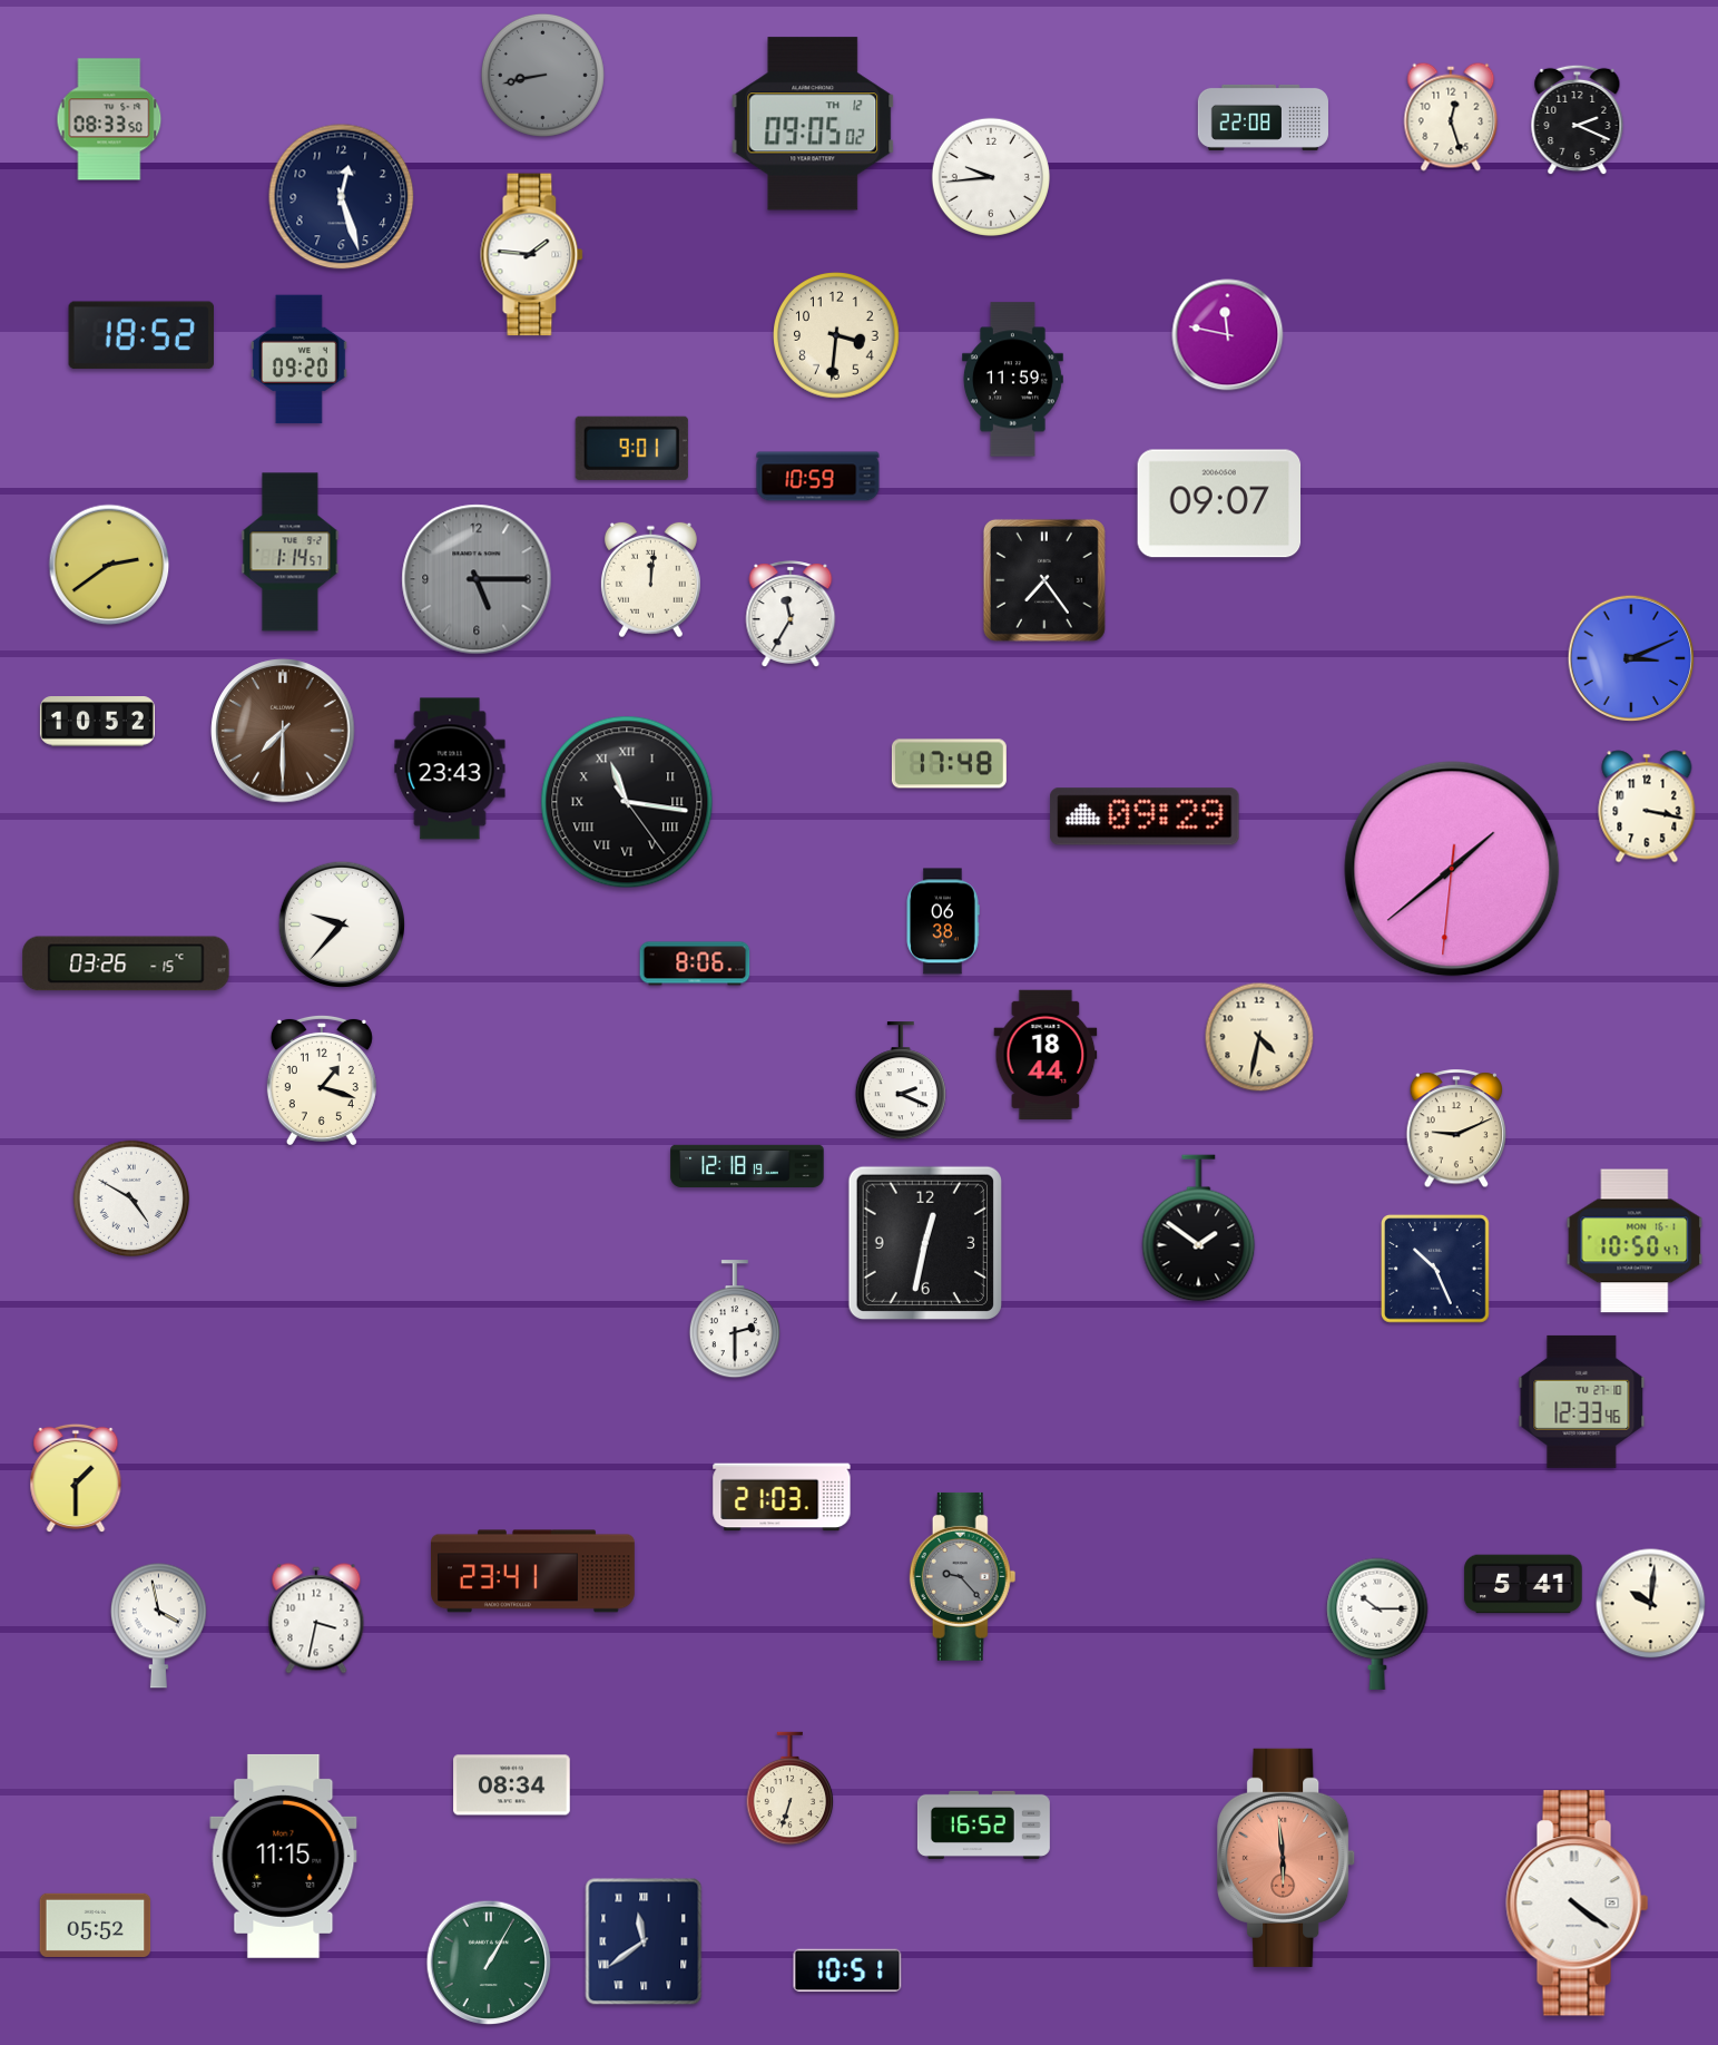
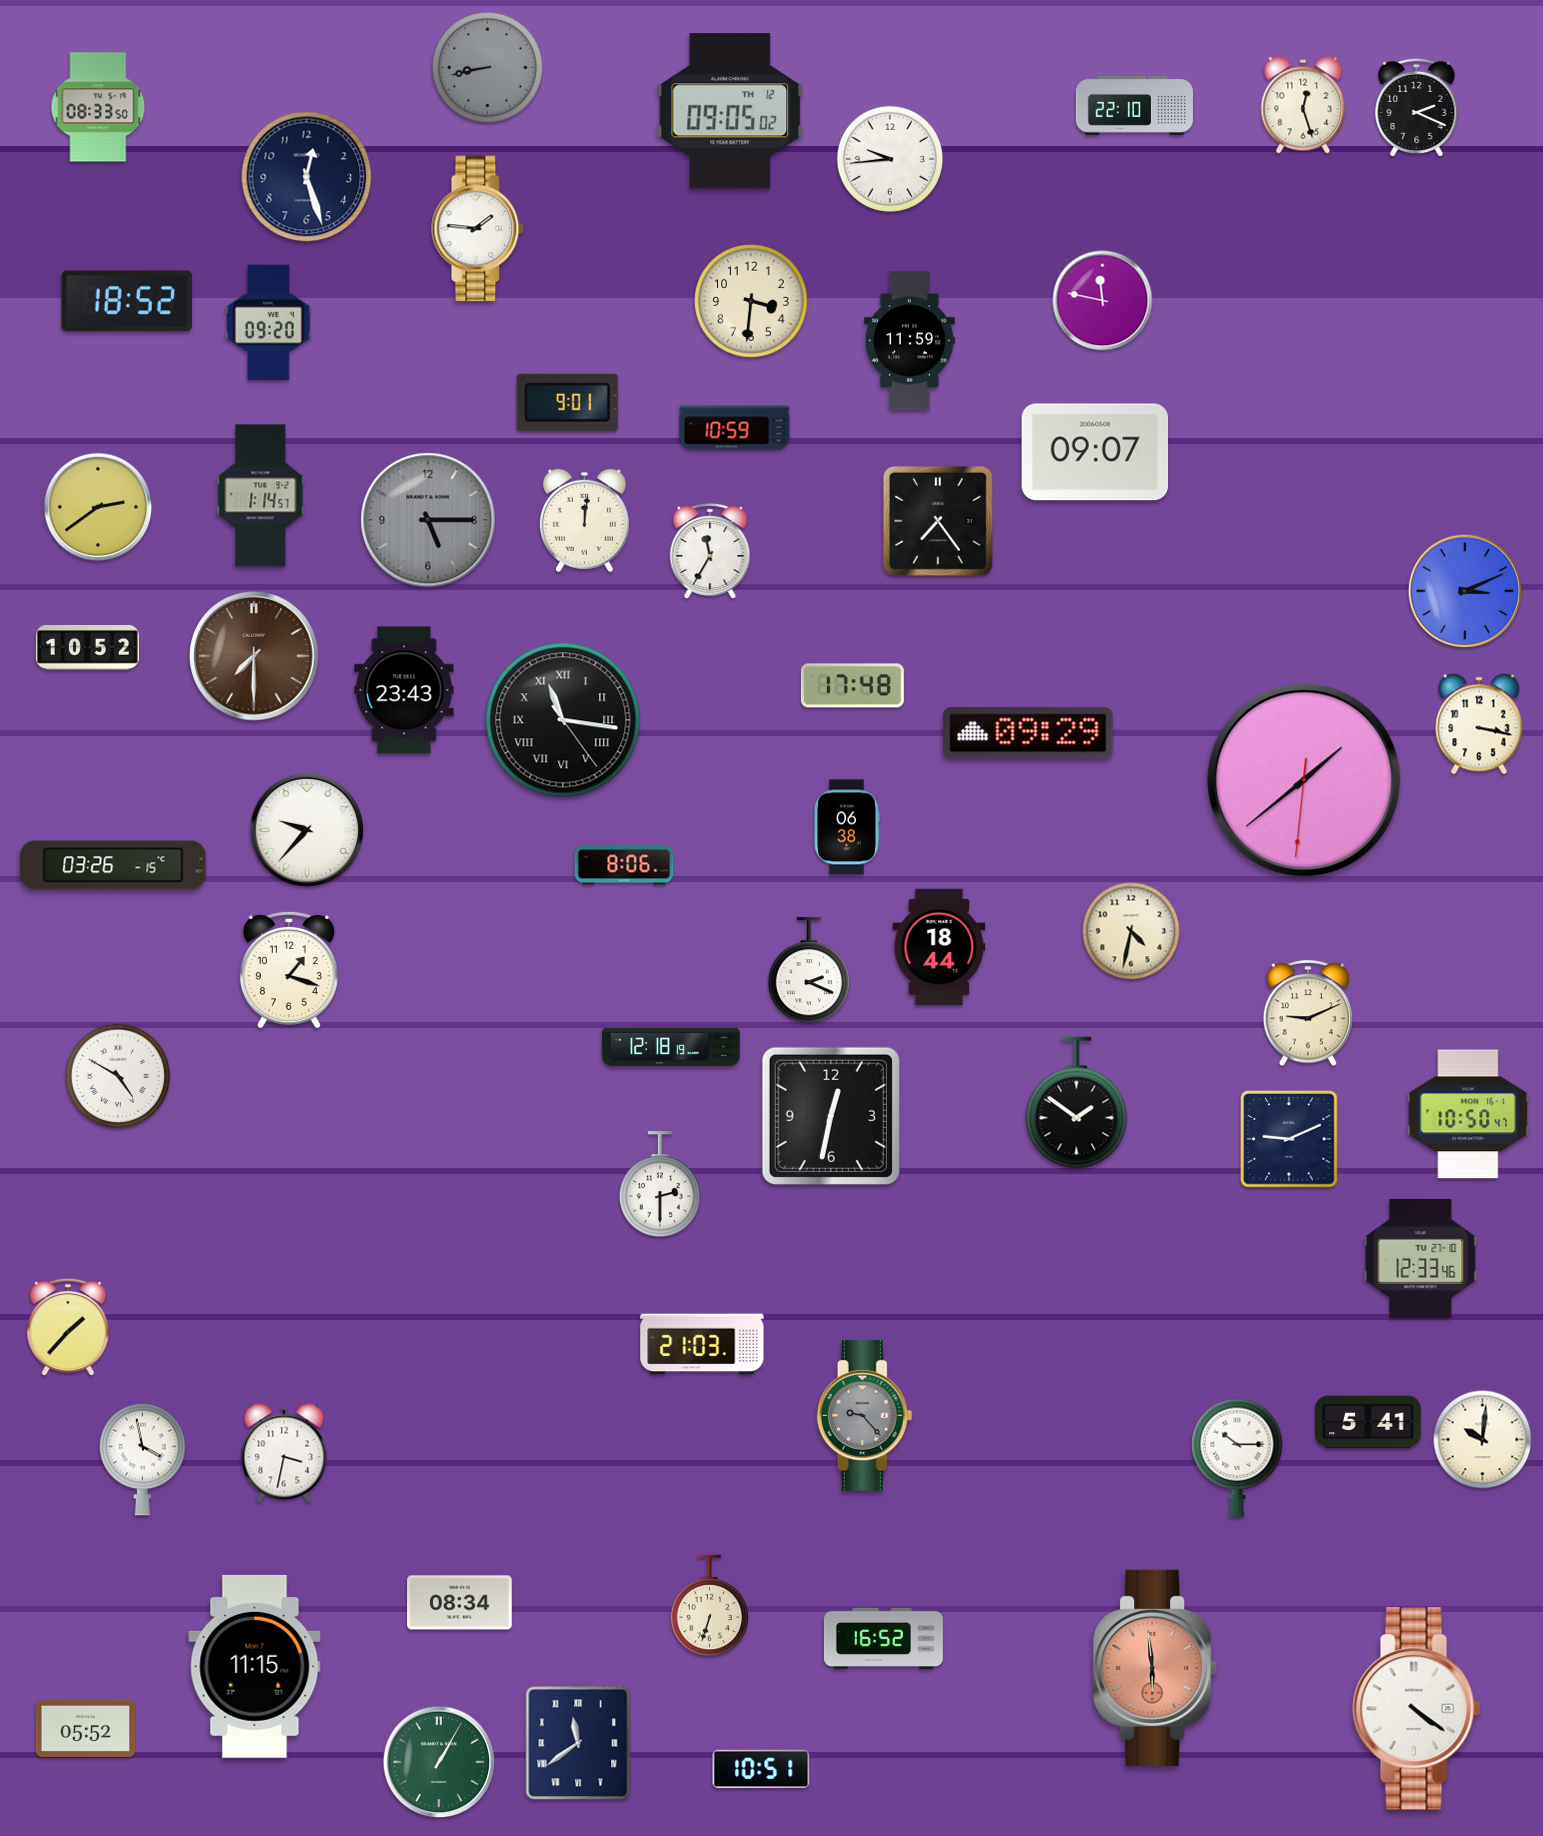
clock at (1263, 117): 22:08 -> 22:10
clock at (1436, 1270): 10:26 -> 9:11
clock at (76, 1478): 1:30 -> 1:37
clock at (533, 1572): 23:41 -> none
